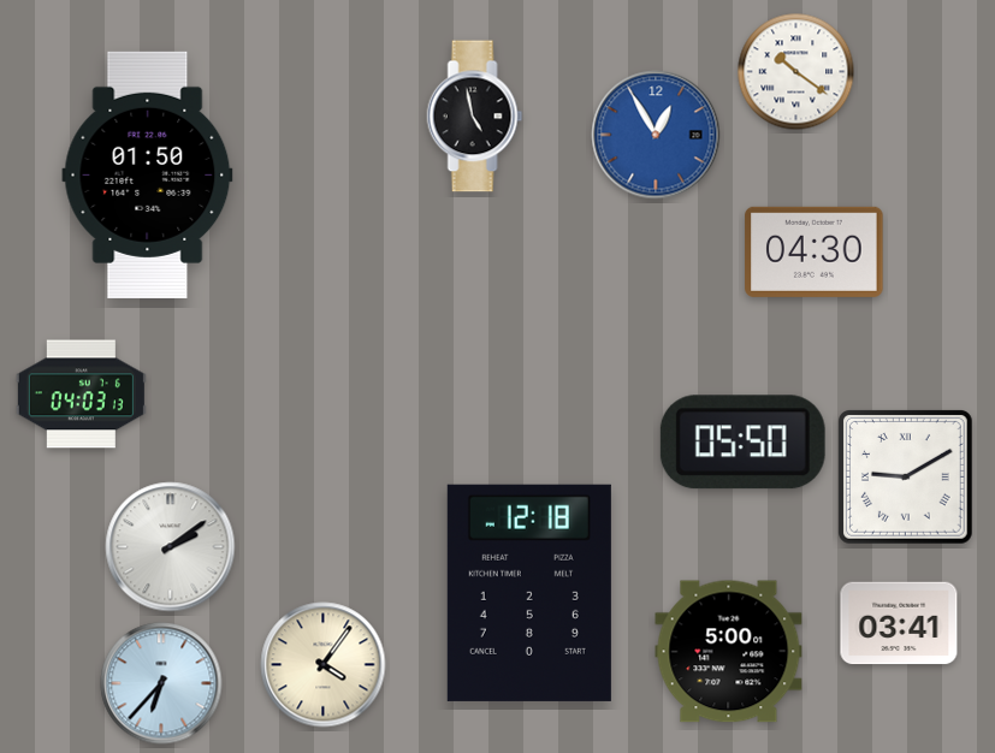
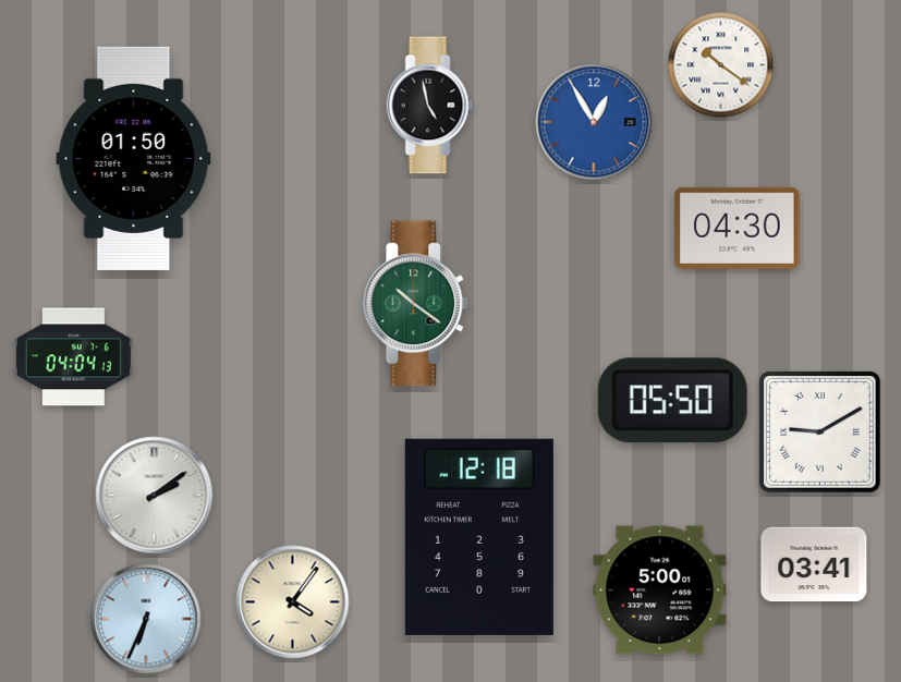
clock at (416, 304): none -> 10:21
clock at (81, 395): 04:03 -> 04:04
clock at (161, 683): 6:37 -> 6:34
